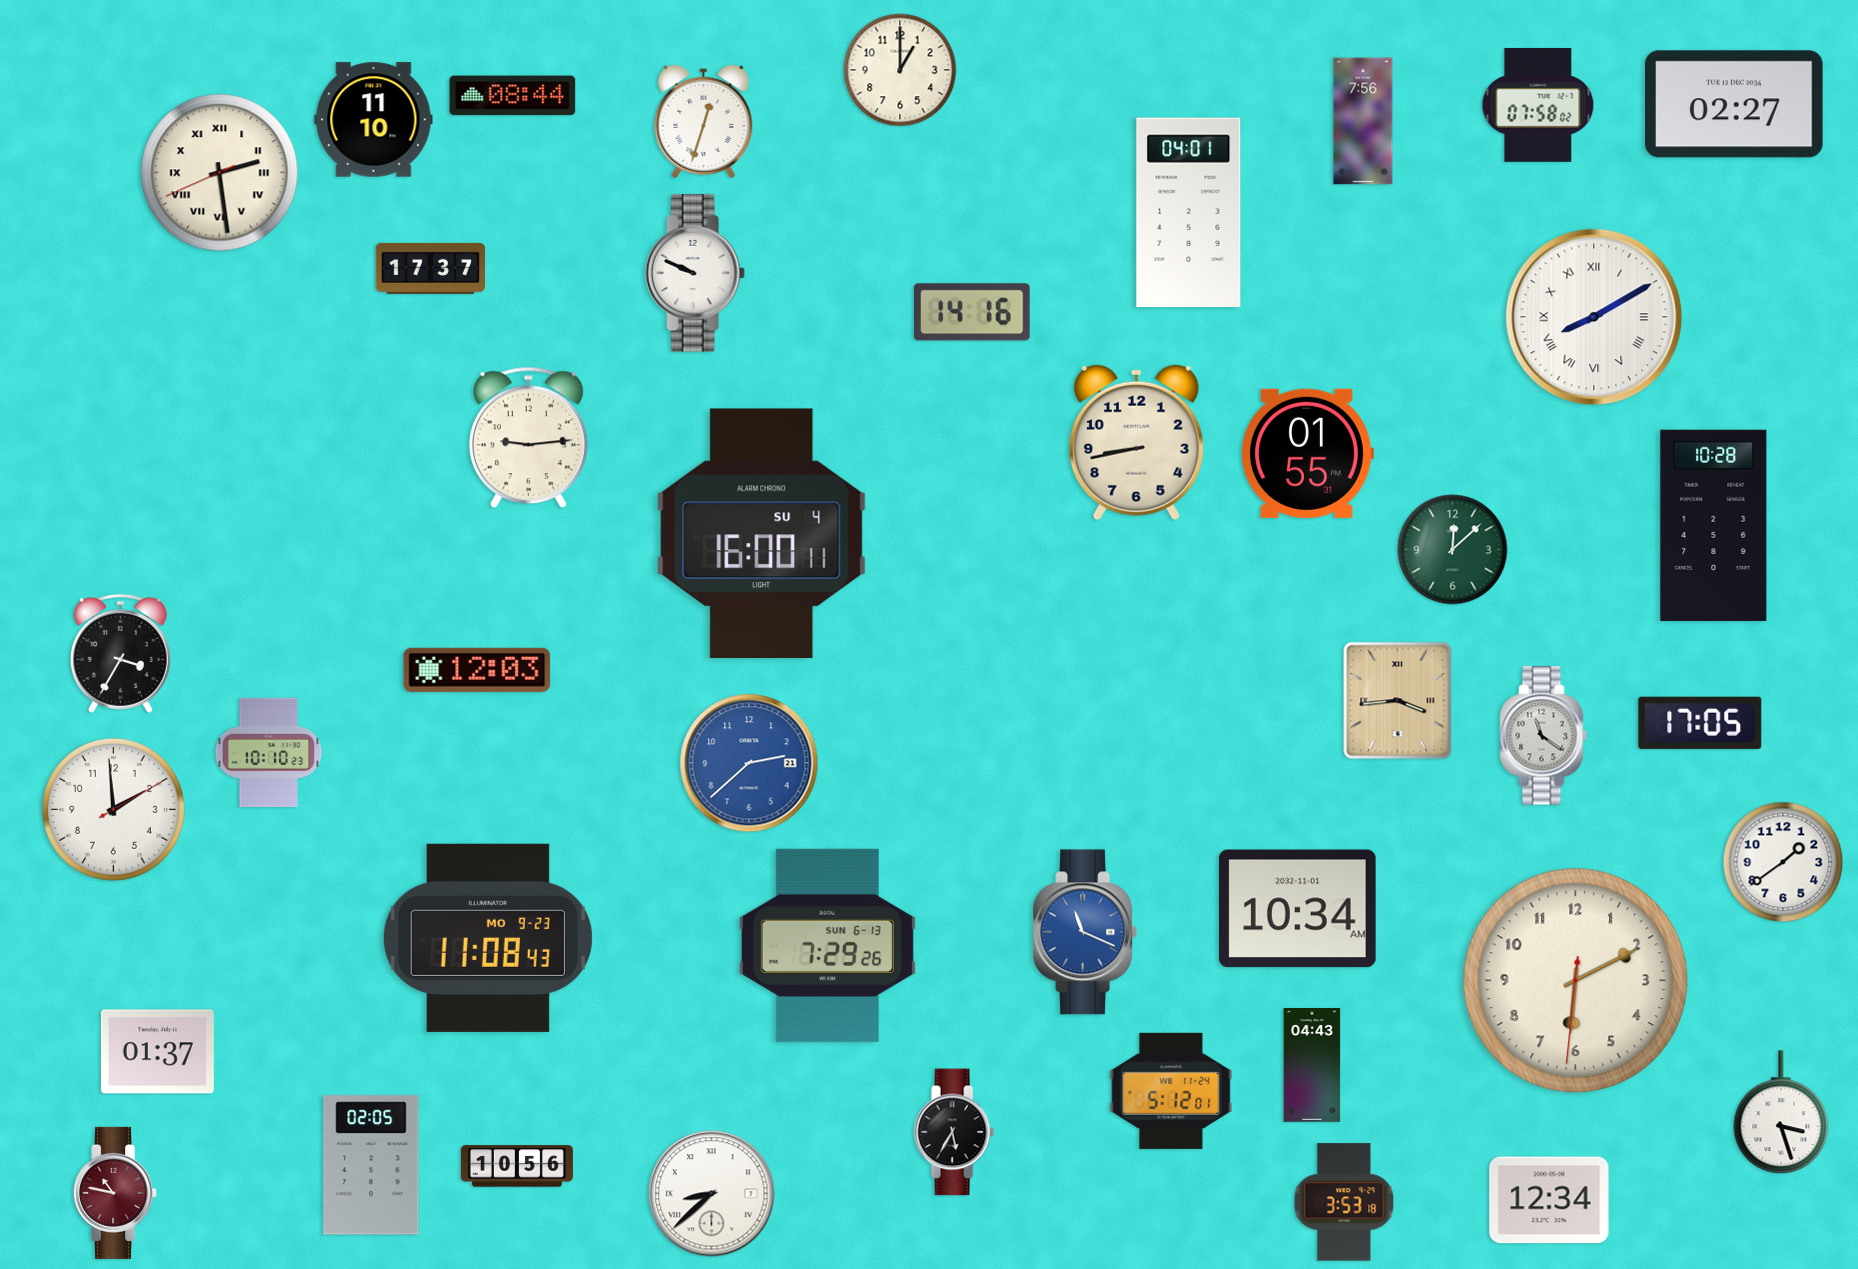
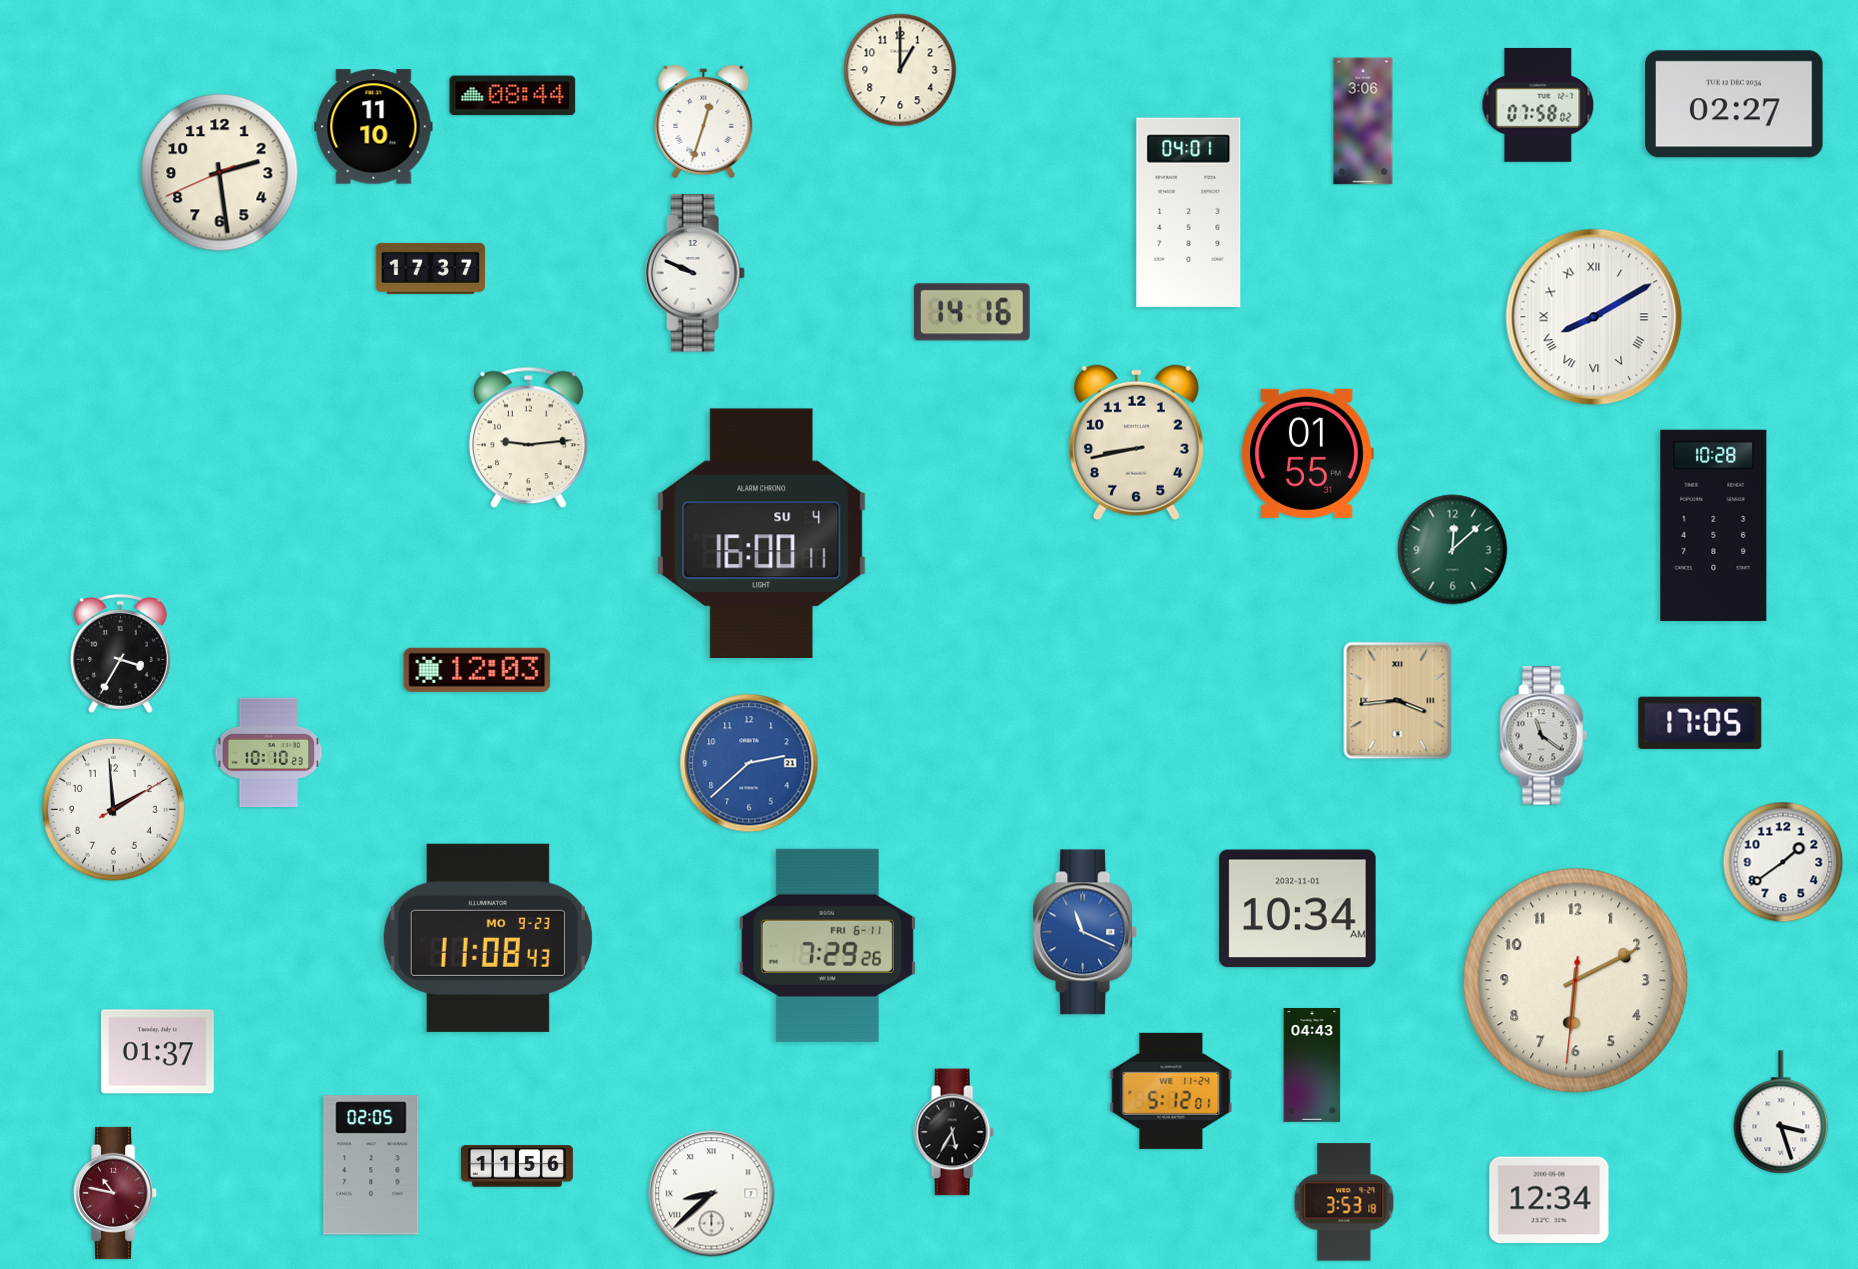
clock at (374, 120) position: (374, 120) -> (374, 127)
clock at (1363, 121): 7:56 -> 3:06
clock at (220, 173) numerals: Roman -> Arabic
clock at (827, 945) date: SUN 6-13 -> FRI 6-11
clock at (517, 1166): 10:56 -> 11:56
